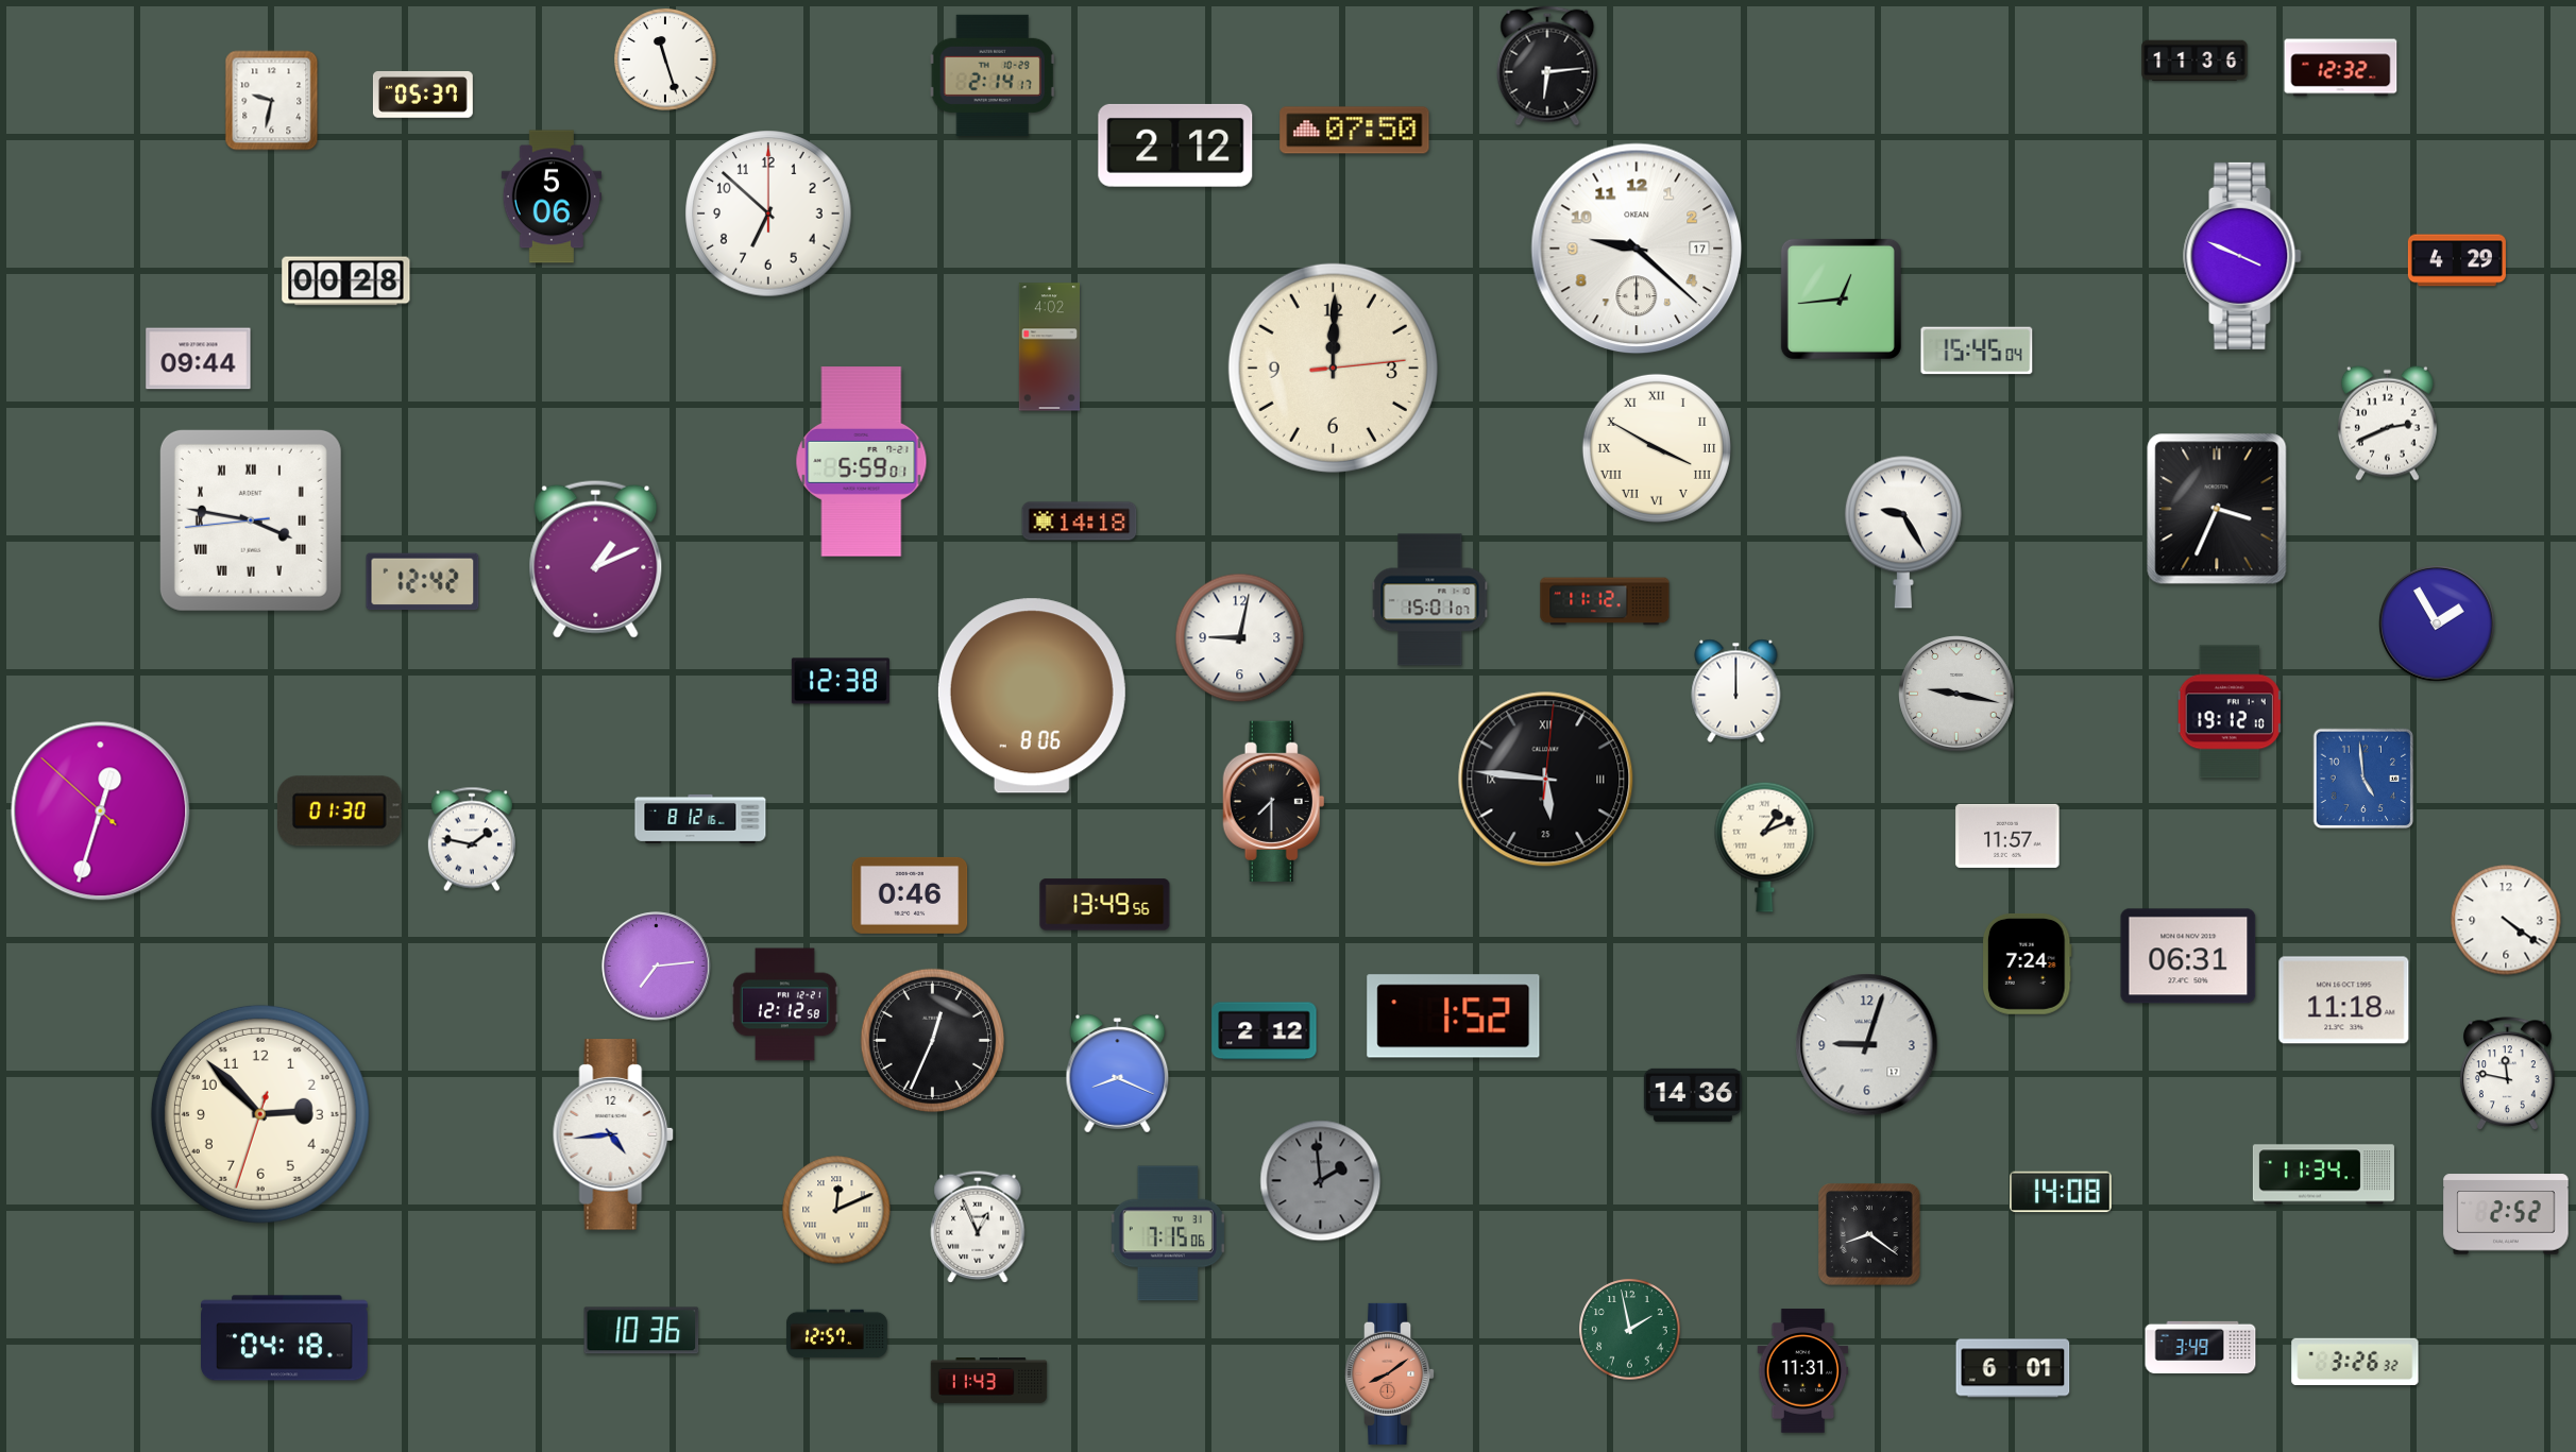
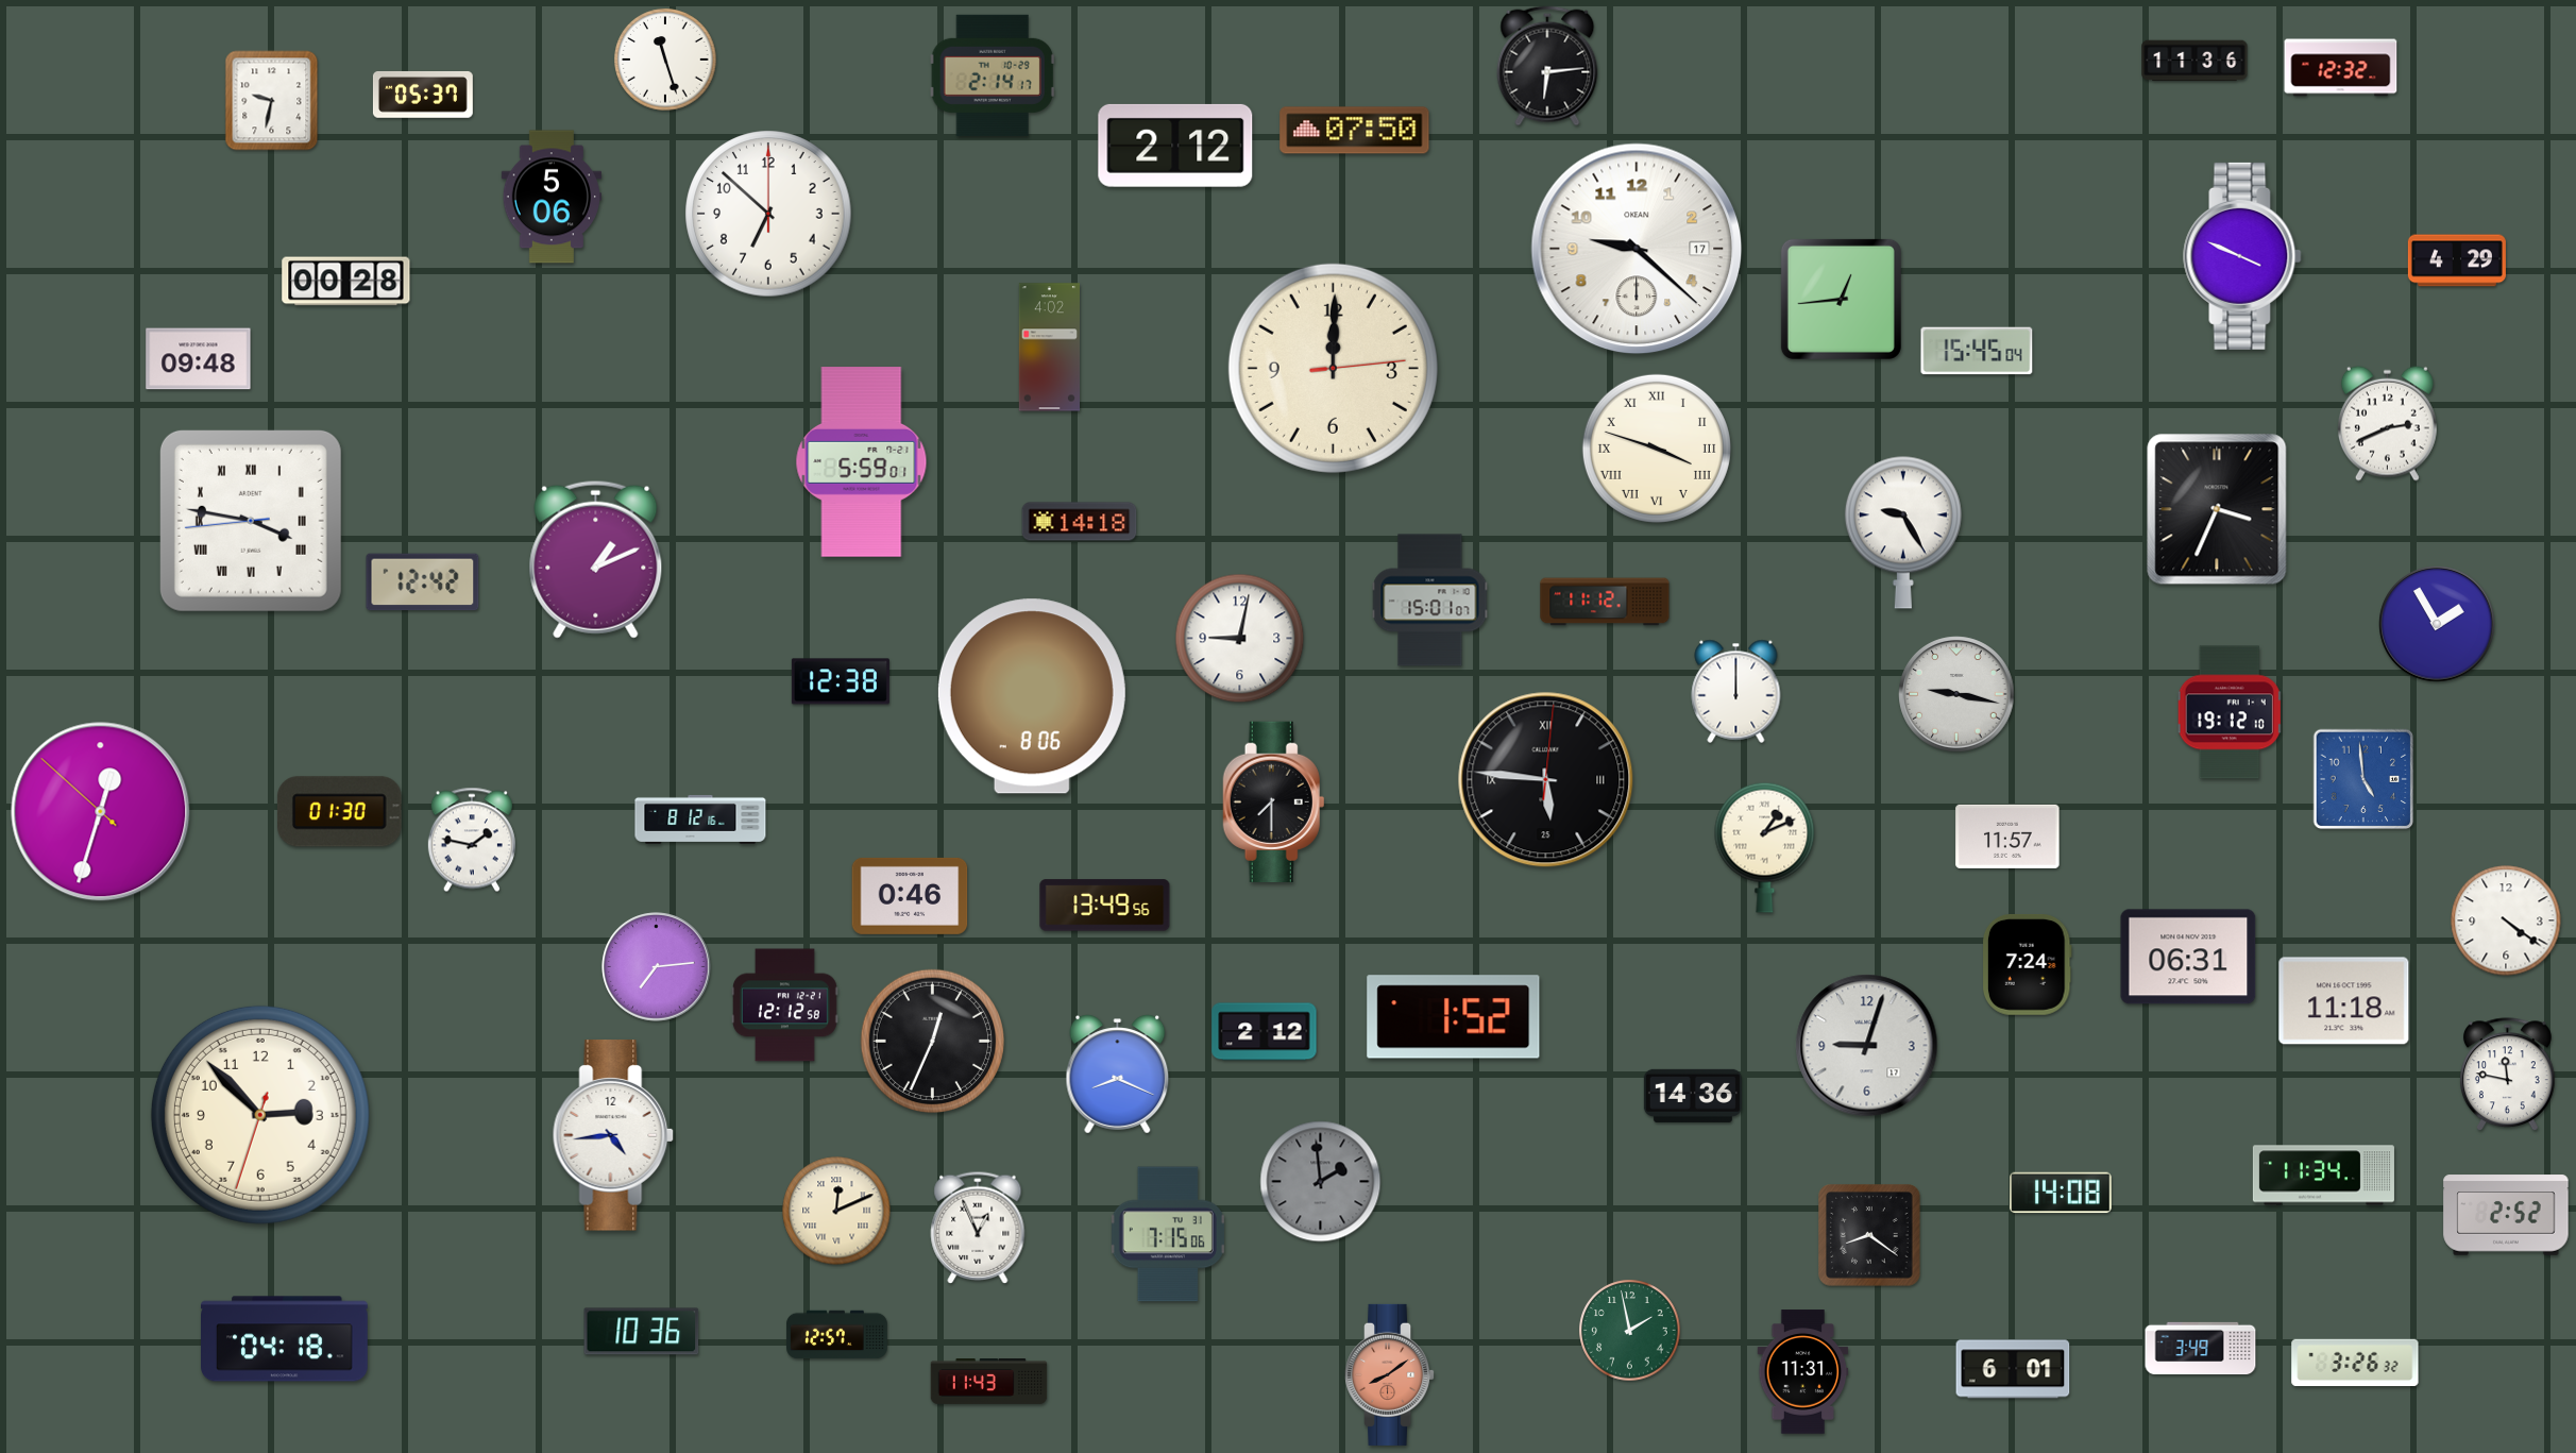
clock at (199, 359): 09:44 -> 09:48
clock at (1657, 448): 3:50 -> 3:48
